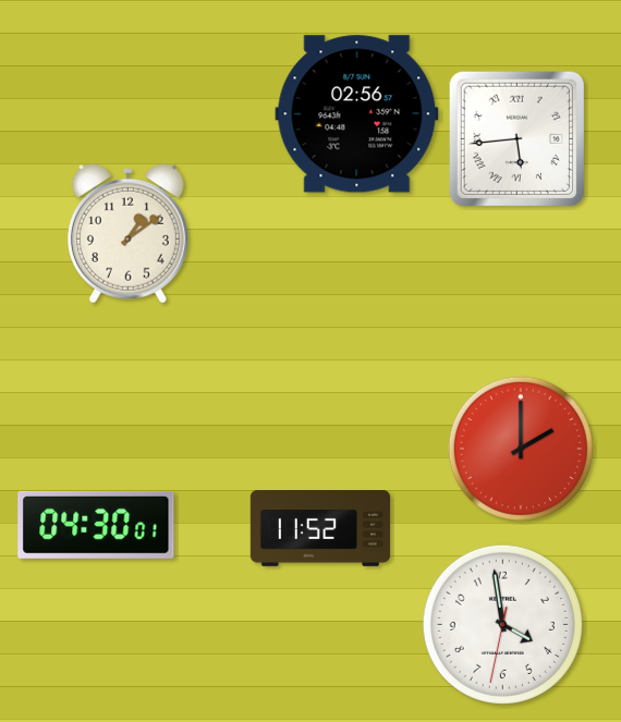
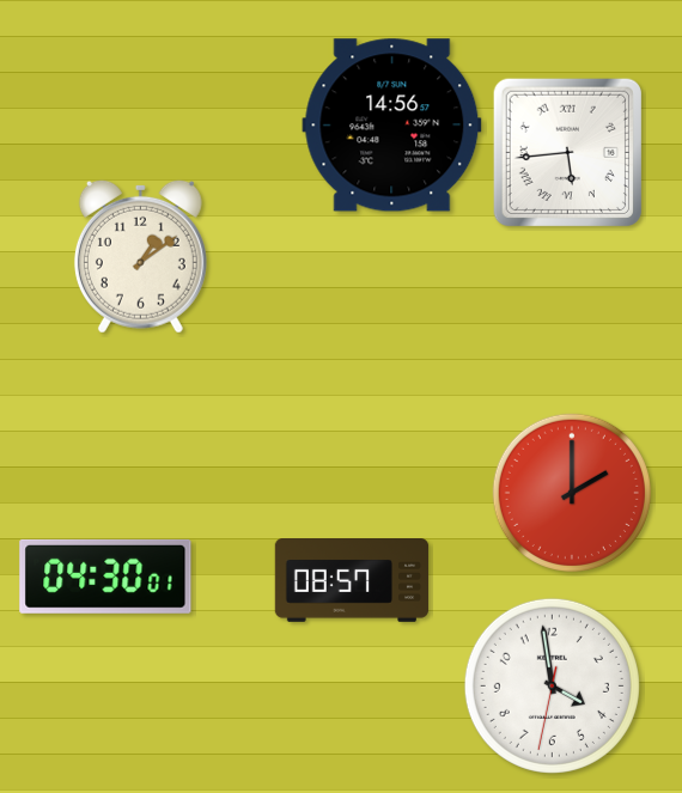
clock at (357, 114): 02:56 -> 14:56
clock at (320, 529): 11:52 -> 08:57
